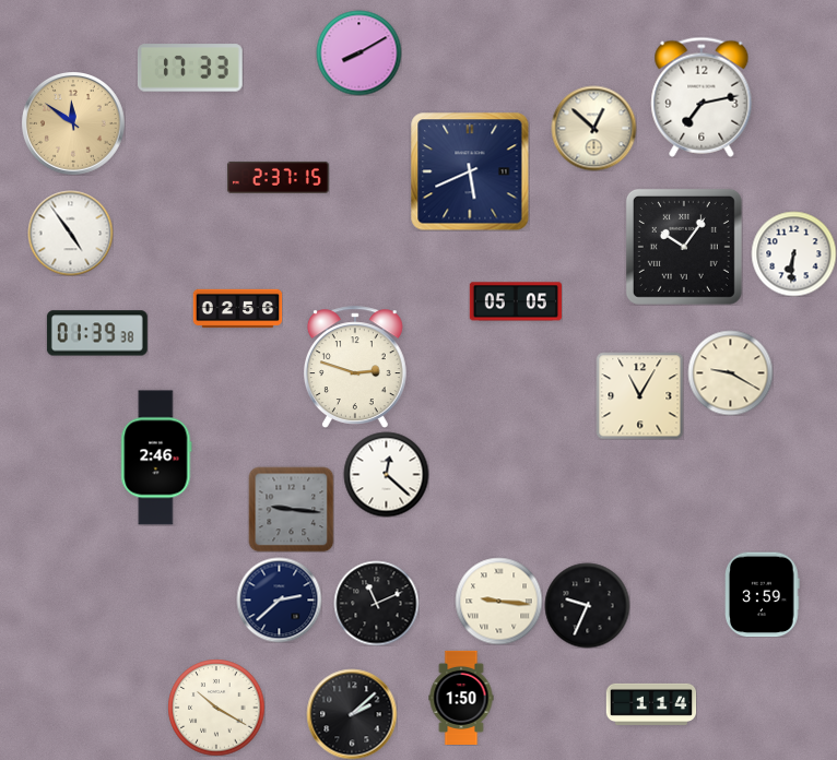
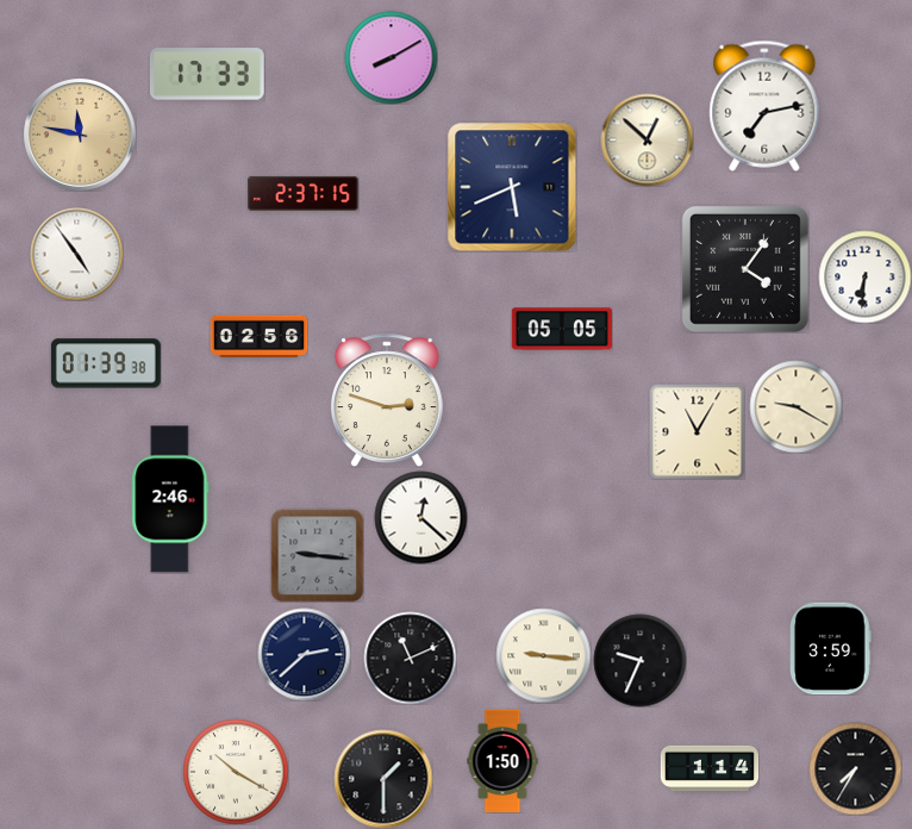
clock at (73, 123): 11:51 -> 11:47
clock at (684, 247): 10:06 -> 4:06
clock at (855, 768): none -> 7:35
clock at (352, 714): 2:08 -> 1:30
